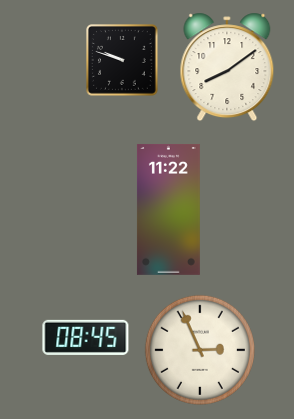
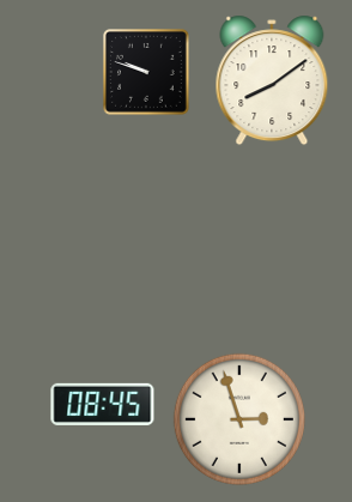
clock at (168, 209): 11:22 -> none
clock at (200, 350): 2:56 -> 2:57
